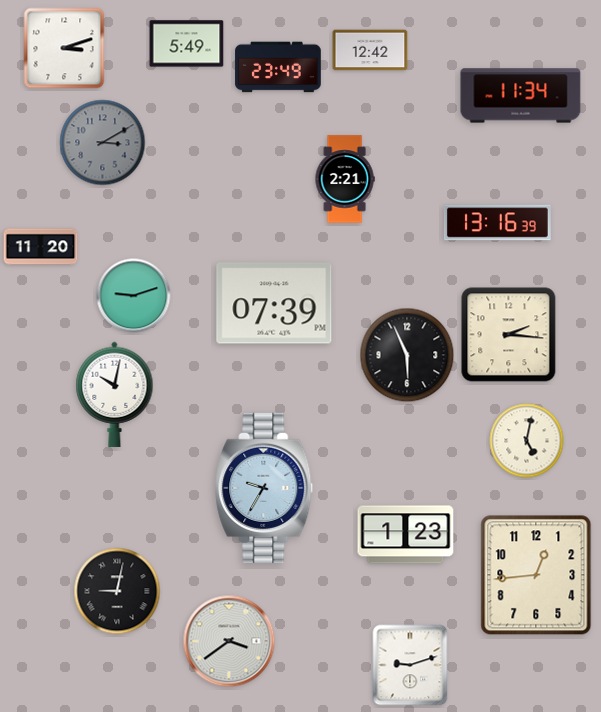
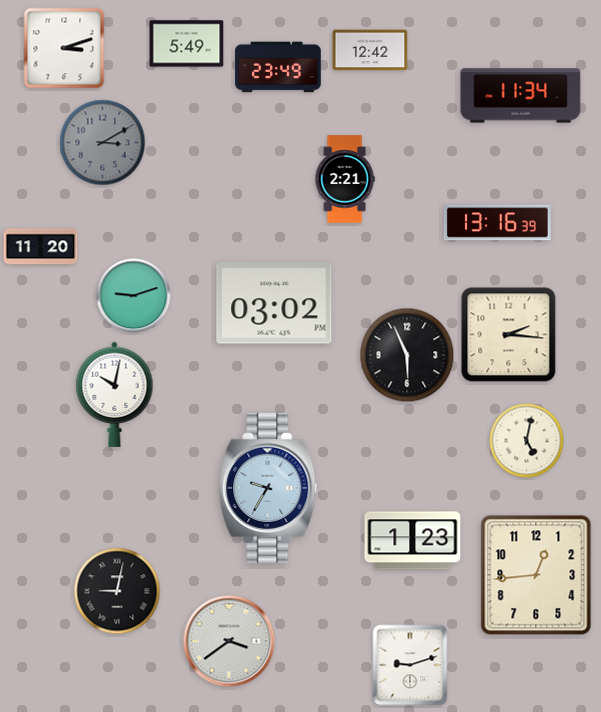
clock at (274, 303): 07:39 -> 03:02
clock at (264, 488) position: (264, 488) -> (268, 488)
clock at (406, 535) position: (406, 535) -> (413, 541)
